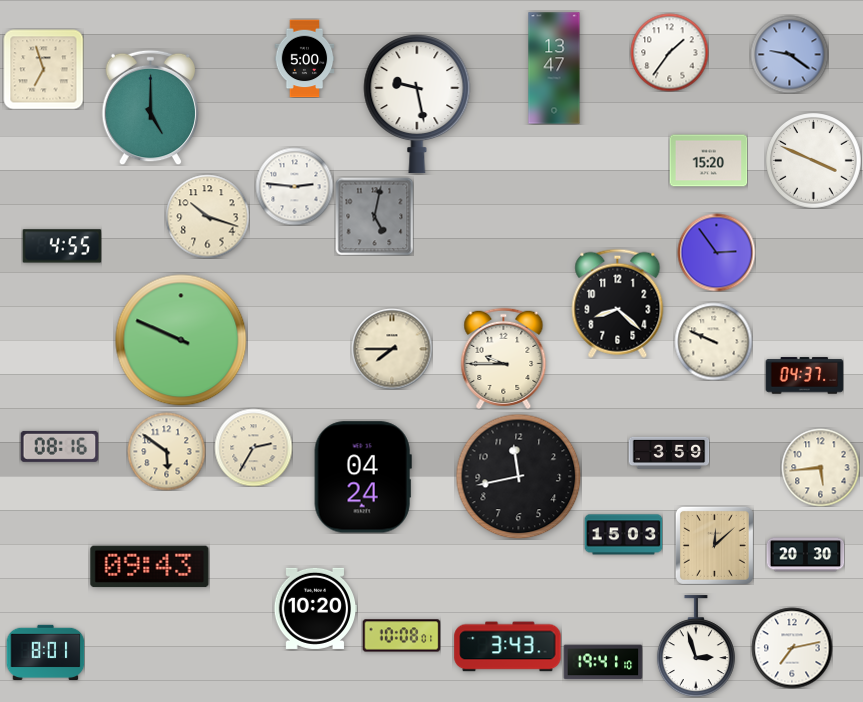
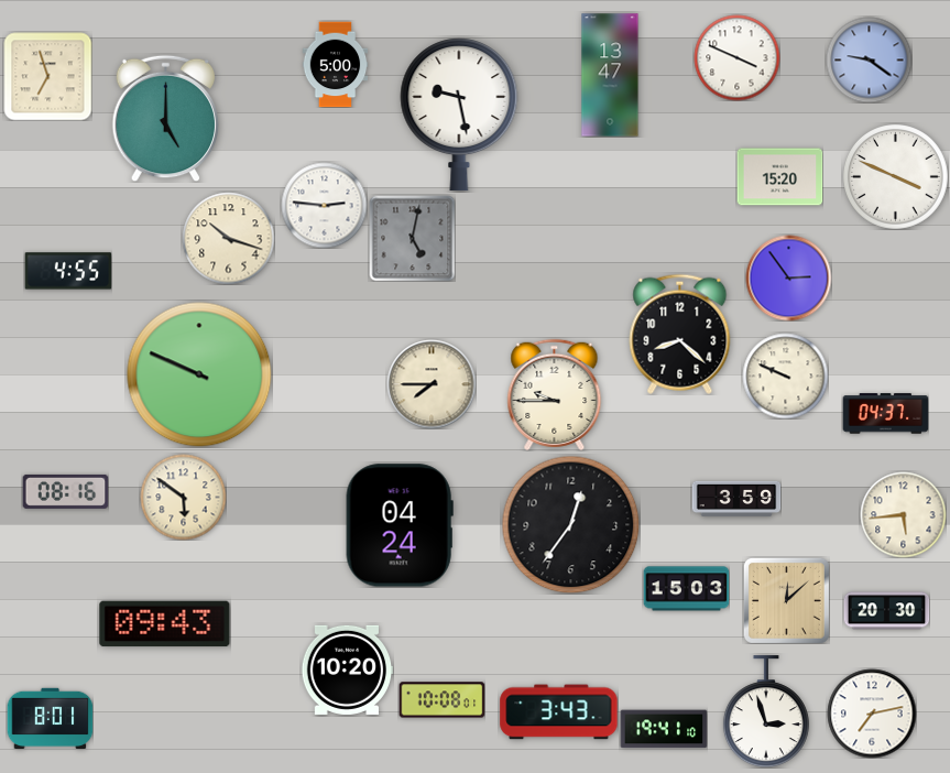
clock at (669, 52): 1:36 -> 3:49
clock at (253, 447): 2:35 -> none
clock at (518, 476): 11:43 -> 12:36
